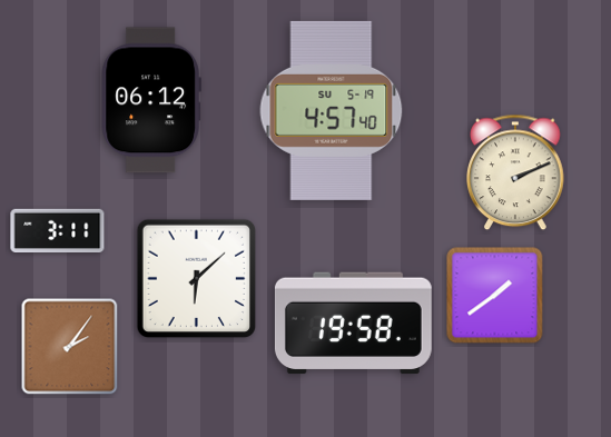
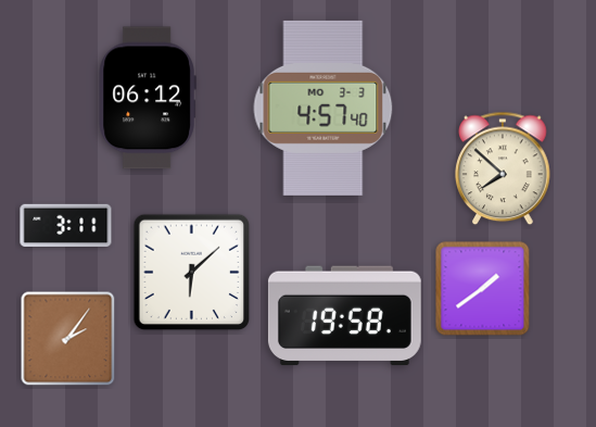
clock at (332, 110) date: SU 5-19 -> MO 3-3
clock at (516, 172): 2:11 -> 7:52
clock at (58, 231) position: (58, 231) -> (66, 226)
